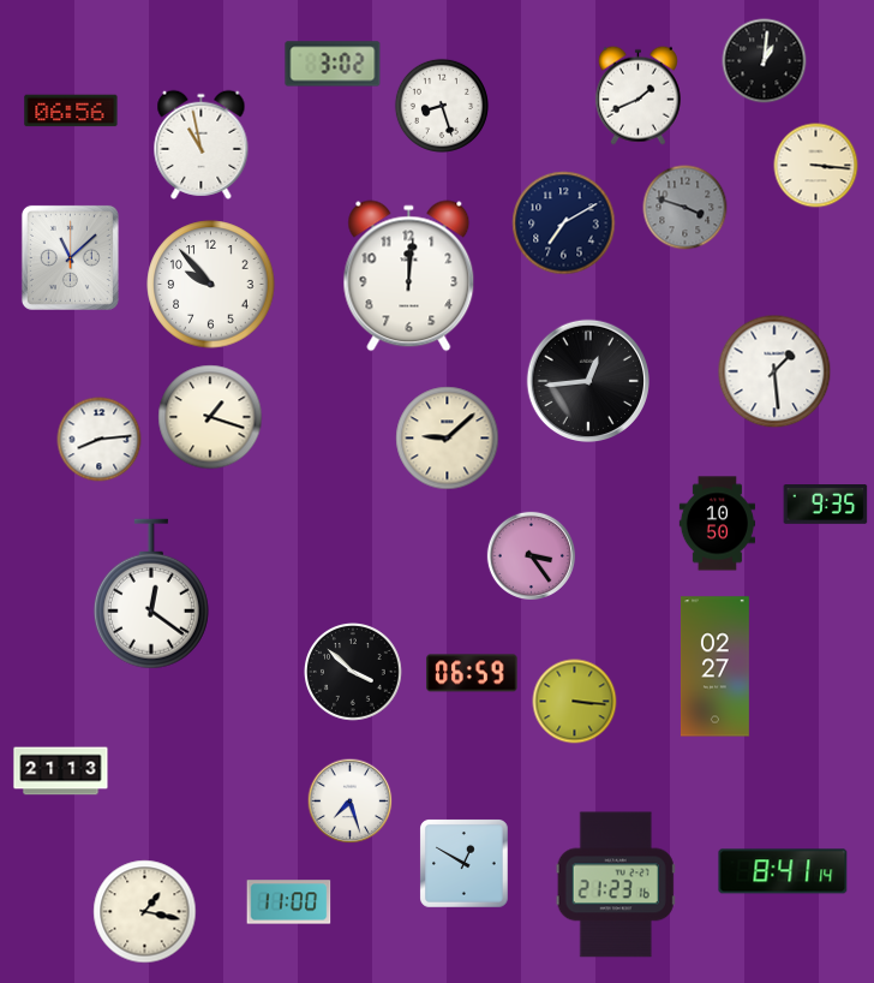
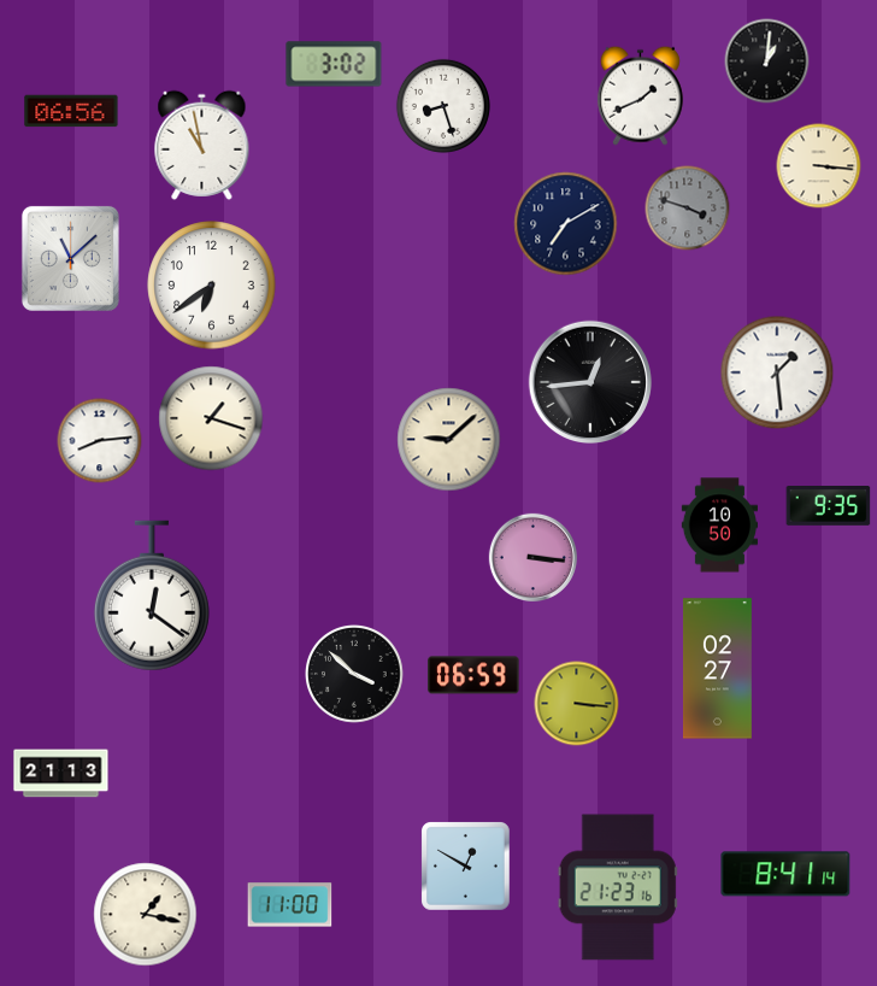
clock at (409, 276): 12:01 -> none
clock at (211, 285): 9:53 -> 6:39
clock at (531, 555): 3:24 -> 3:16
clock at (351, 802): 7:27 -> none
